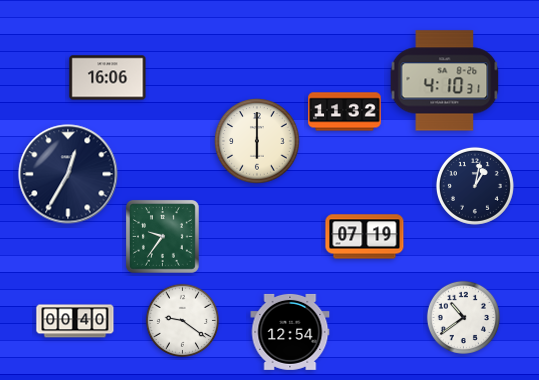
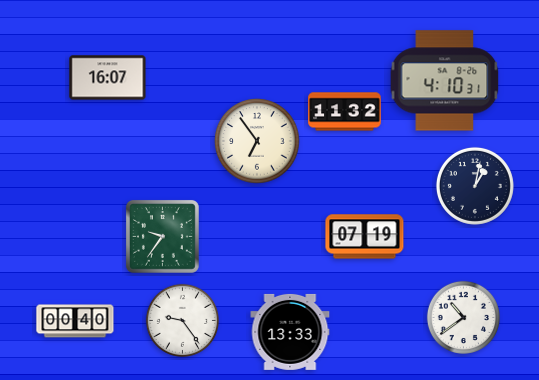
clock at (108, 78): 16:06 -> 16:07
clock at (257, 141): 6:00 -> 6:54
clock at (68, 174): 12:35 -> none
clock at (182, 320): 9:21 -> 9:24
clock at (290, 332): 12:54 -> 13:33
